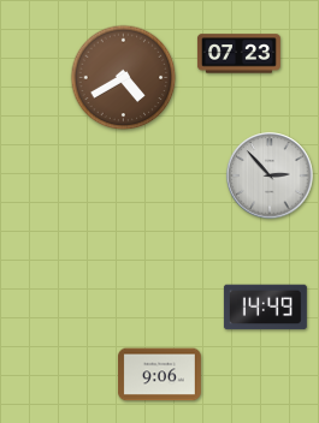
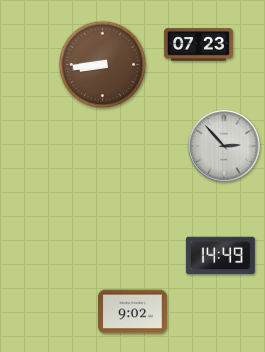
clock at (124, 78): 4:40 -> 8:44
clock at (159, 375): 9:06 -> 9:02
